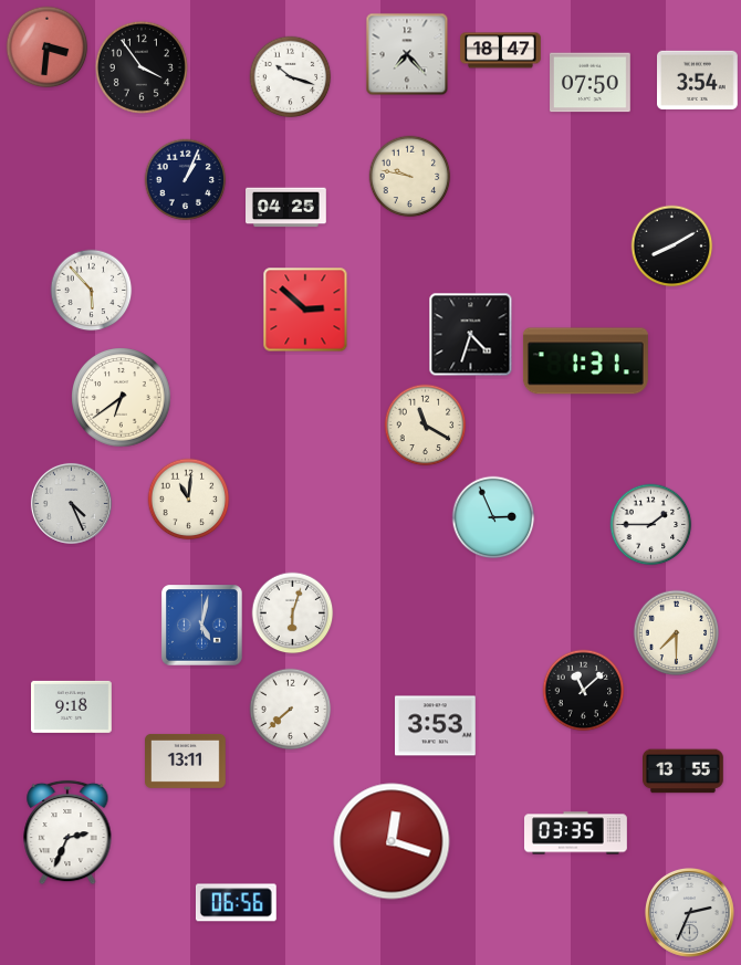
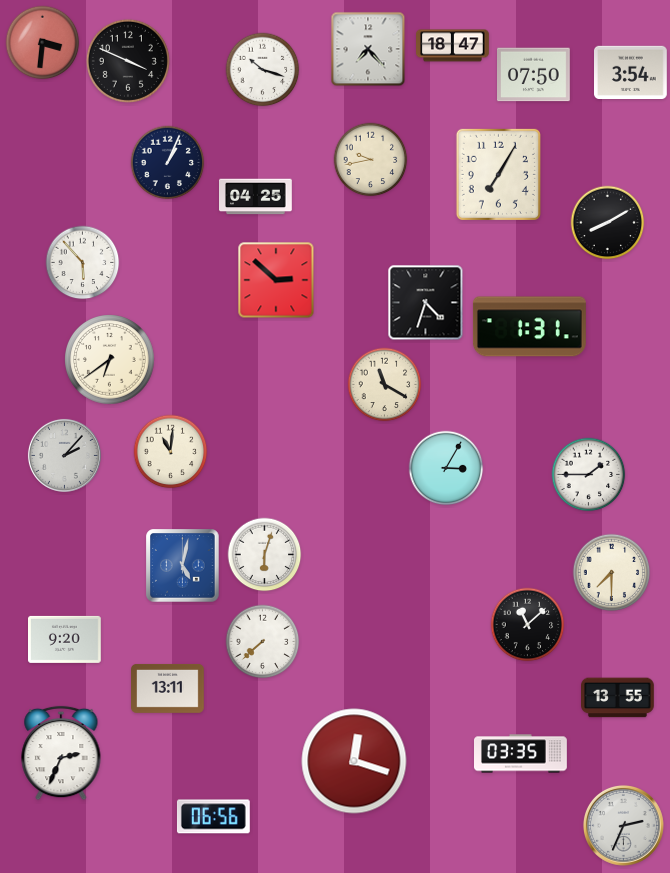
clock at (142, 67): 3:54 -> 3:49
clock at (410, 177): 9:47 -> 9:43
clock at (498, 174): none -> 7:05
clock at (286, 208) position: (286, 208) -> (256, 197)
clock at (71, 503): 4:26 -> 2:07
clock at (493, 517): 2:56 -> 3:05
clock at (72, 706): 9:18 -> 9:20
clock at (436, 726): 3:53 -> none
